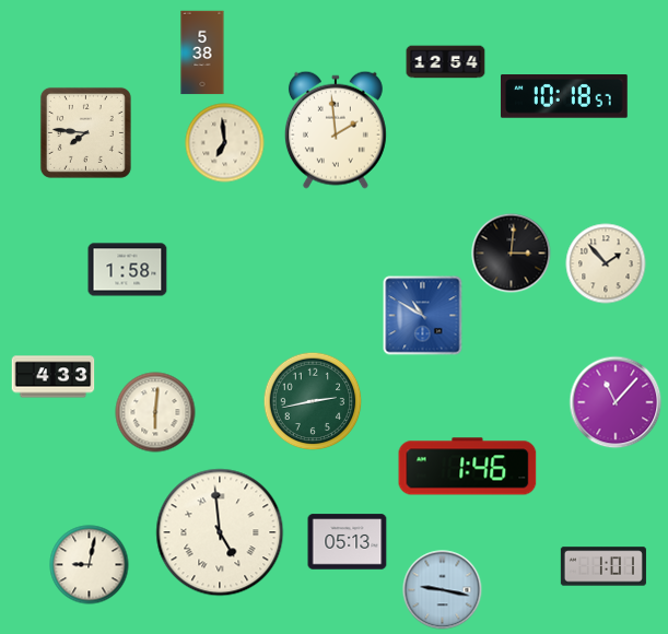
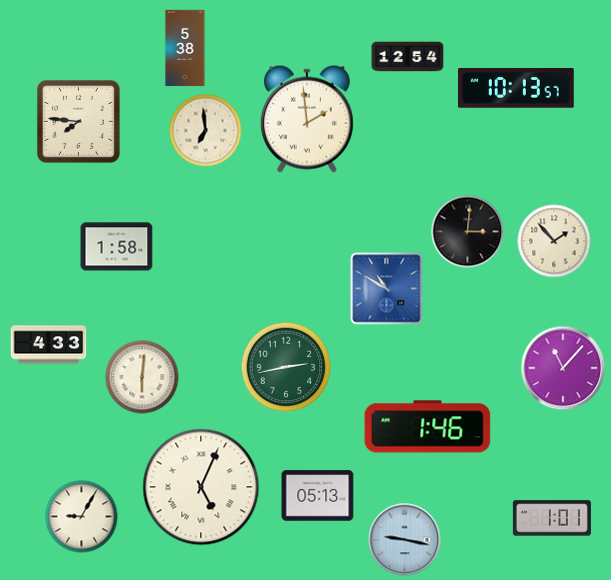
clock at (565, 97): 10:18 -> 10:13
clock at (220, 532): 4:59 -> 5:04
clock at (90, 565): 9:02 -> 9:05
